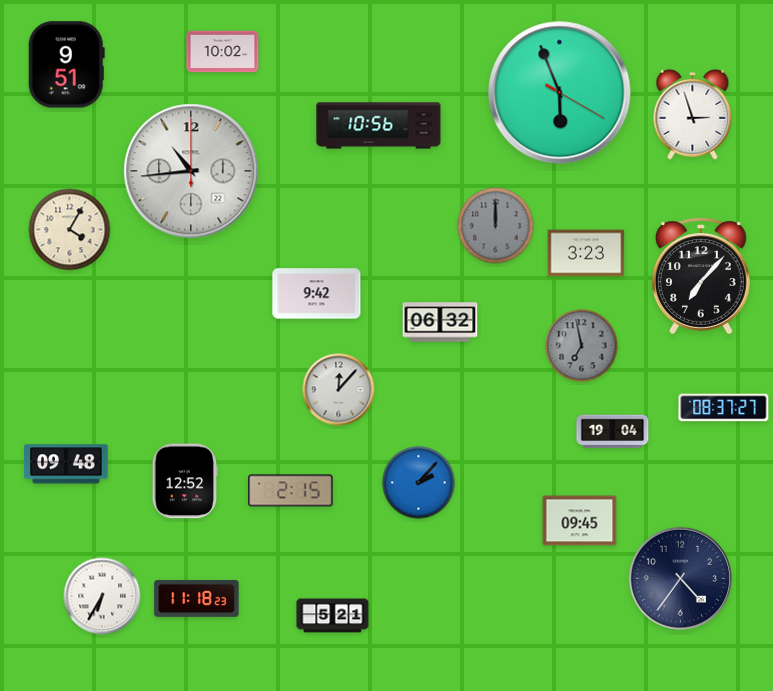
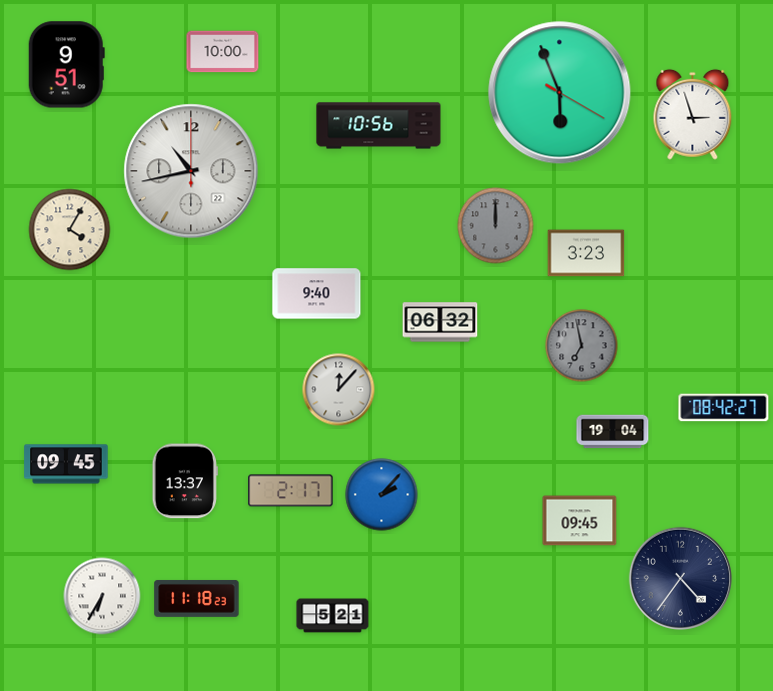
clock at (223, 52): 10:02 -> 10:00
clock at (191, 171): 10:44 -> 10:43
clock at (701, 276): 7:07 -> none
clock at (317, 294): 9:42 -> 9:40
clock at (724, 408): 08:37 -> 08:42
clock at (66, 464): 09:48 -> 09:45
clock at (185, 481): 12:52 -> 13:37
clock at (419, 483) position: (419, 483) -> (382, 495)
clock at (291, 491): 2:15 -> 2:17
